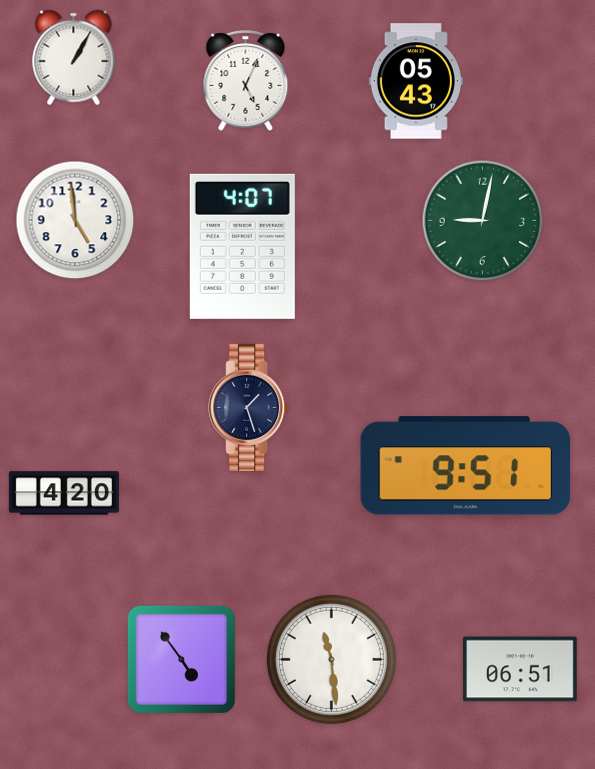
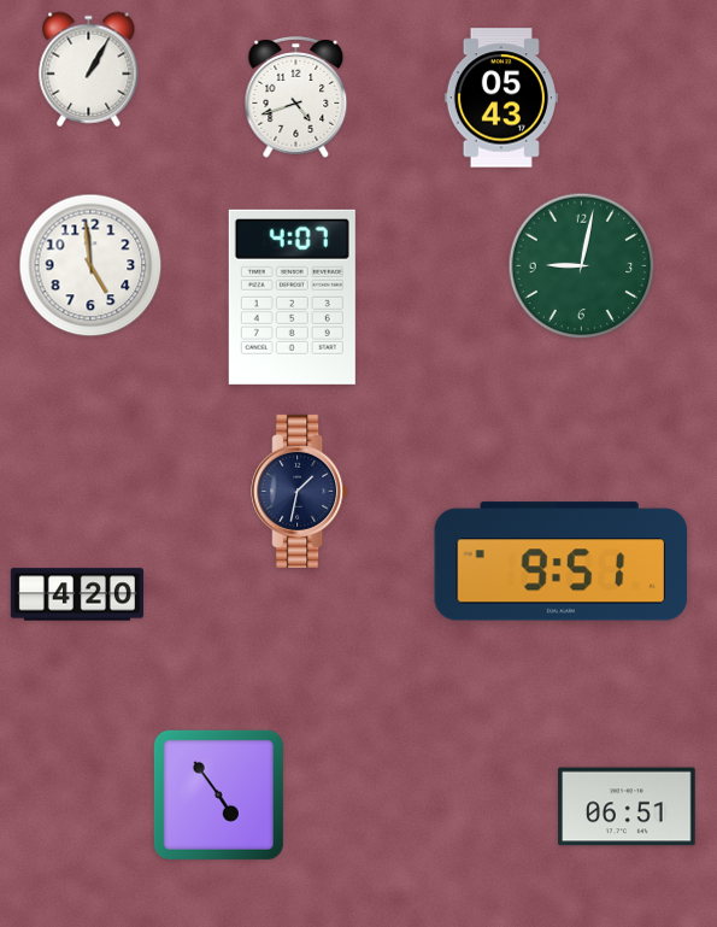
clock at (246, 81): 5:04 -> 4:42
clock at (249, 407): 1:27 -> 1:32
clock at (331, 659): 11:29 -> none
